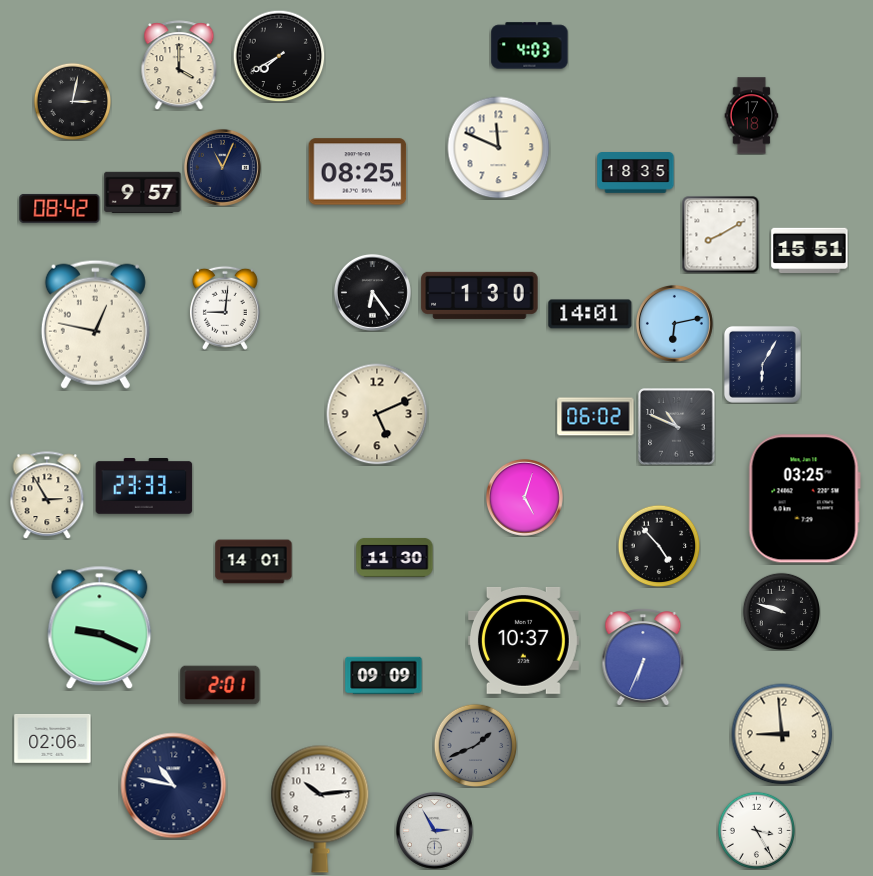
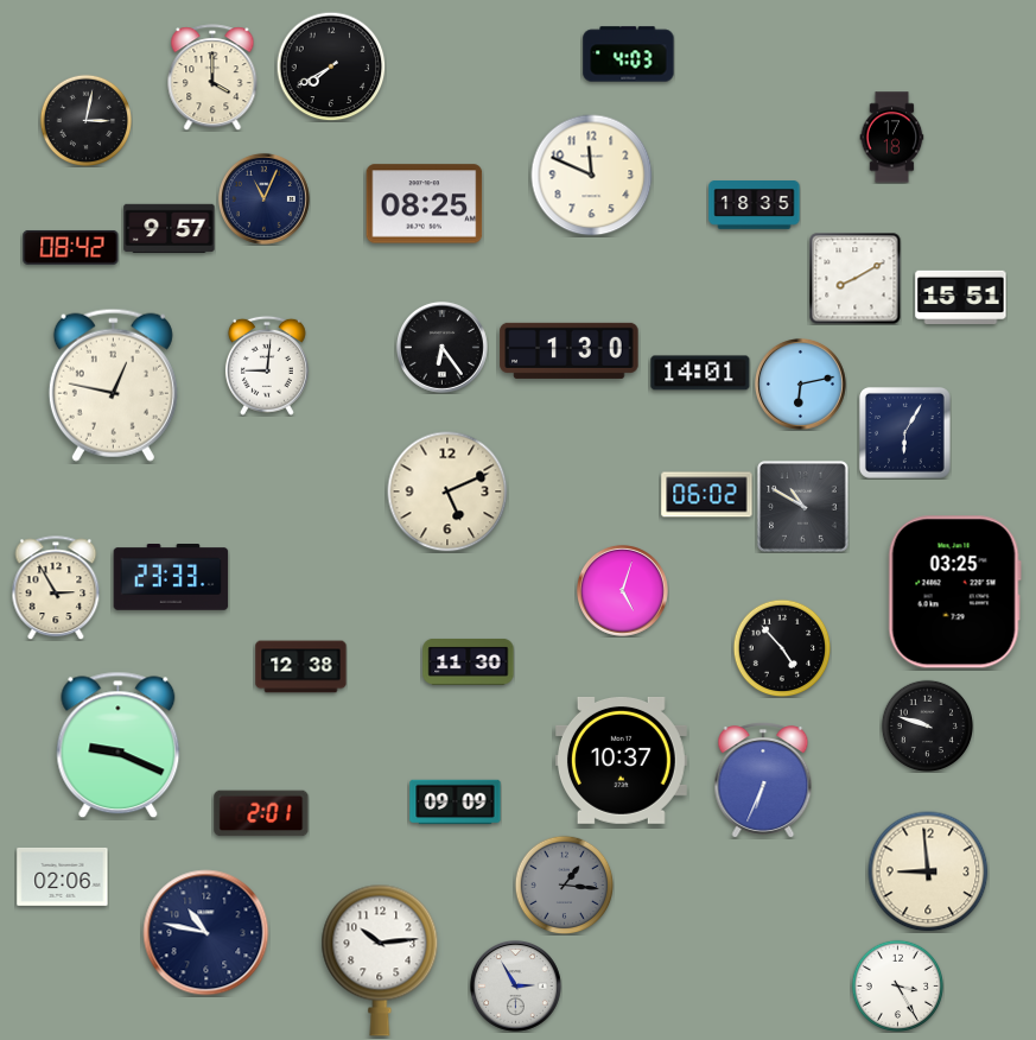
clock at (677, 427): 10:49 -> 10:50
clock at (254, 562): 14:01 -> 12:38
clock at (475, 745): 1:41 -> 1:16
